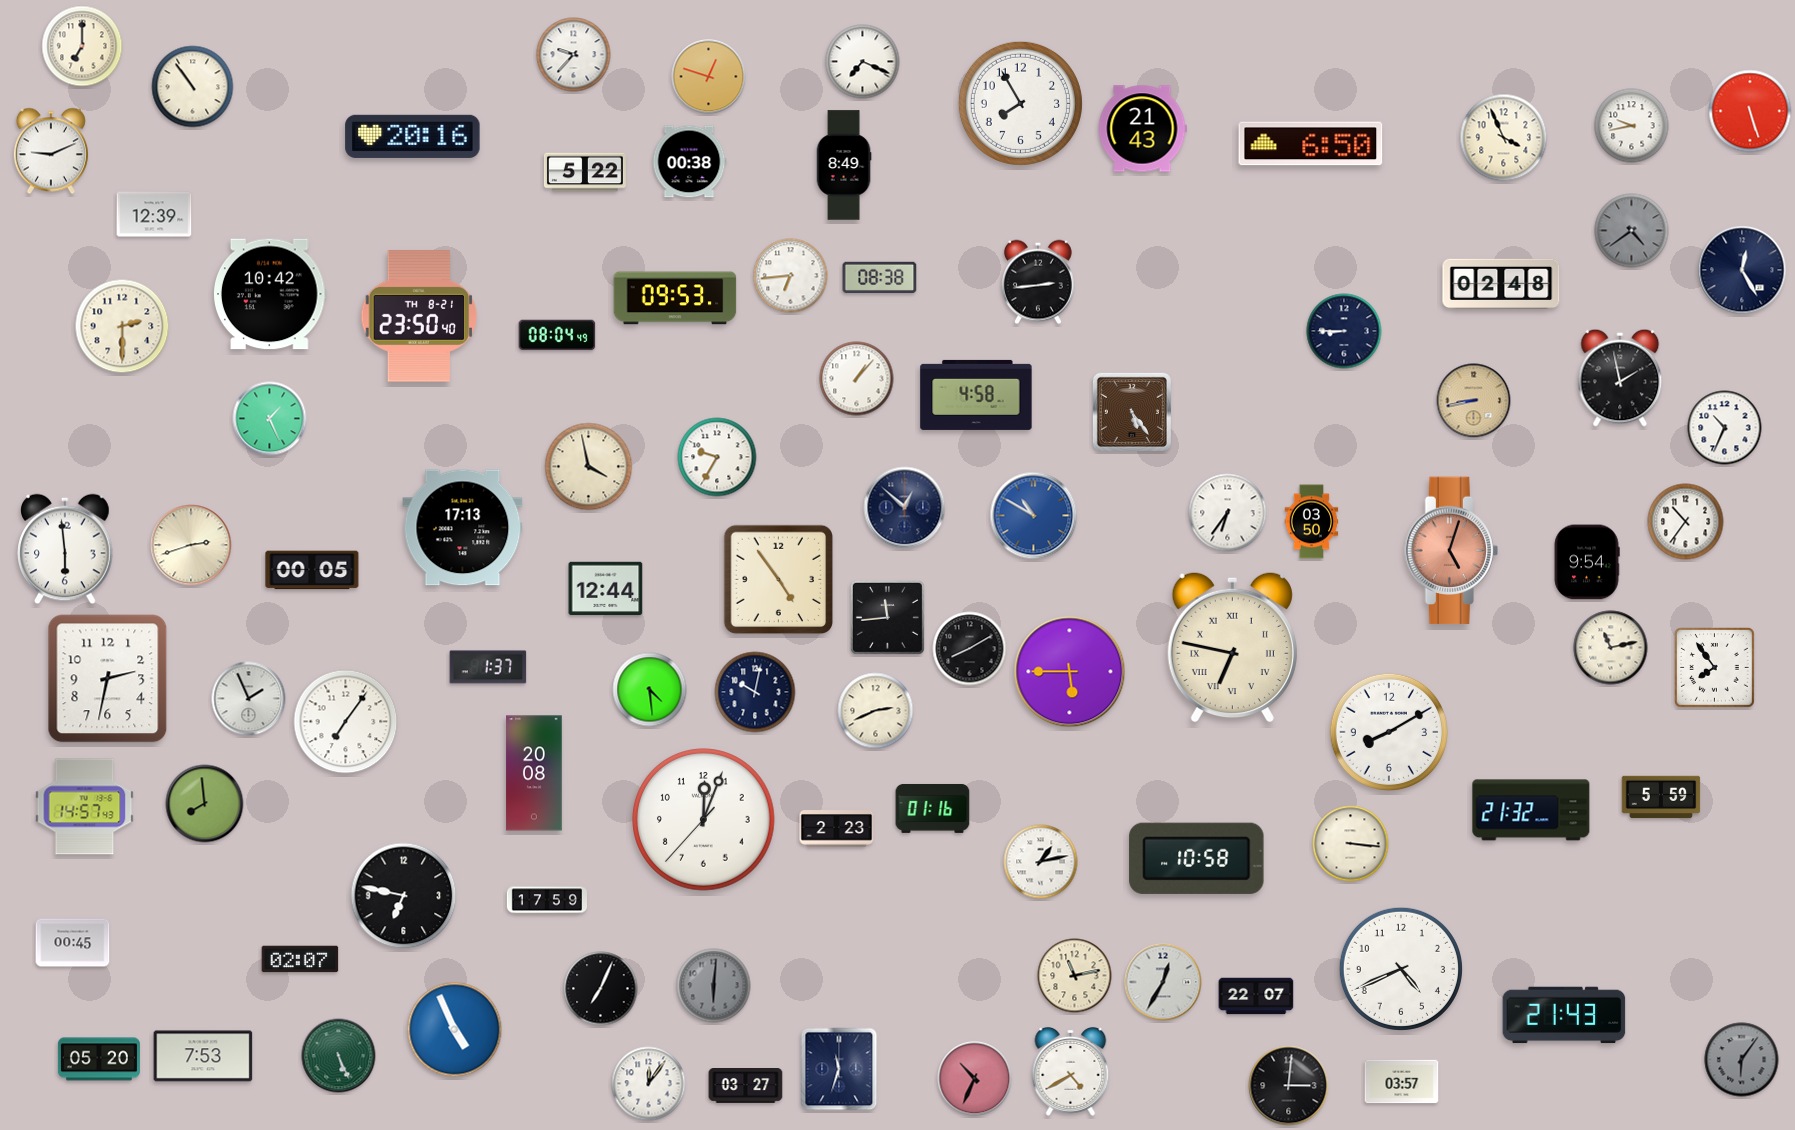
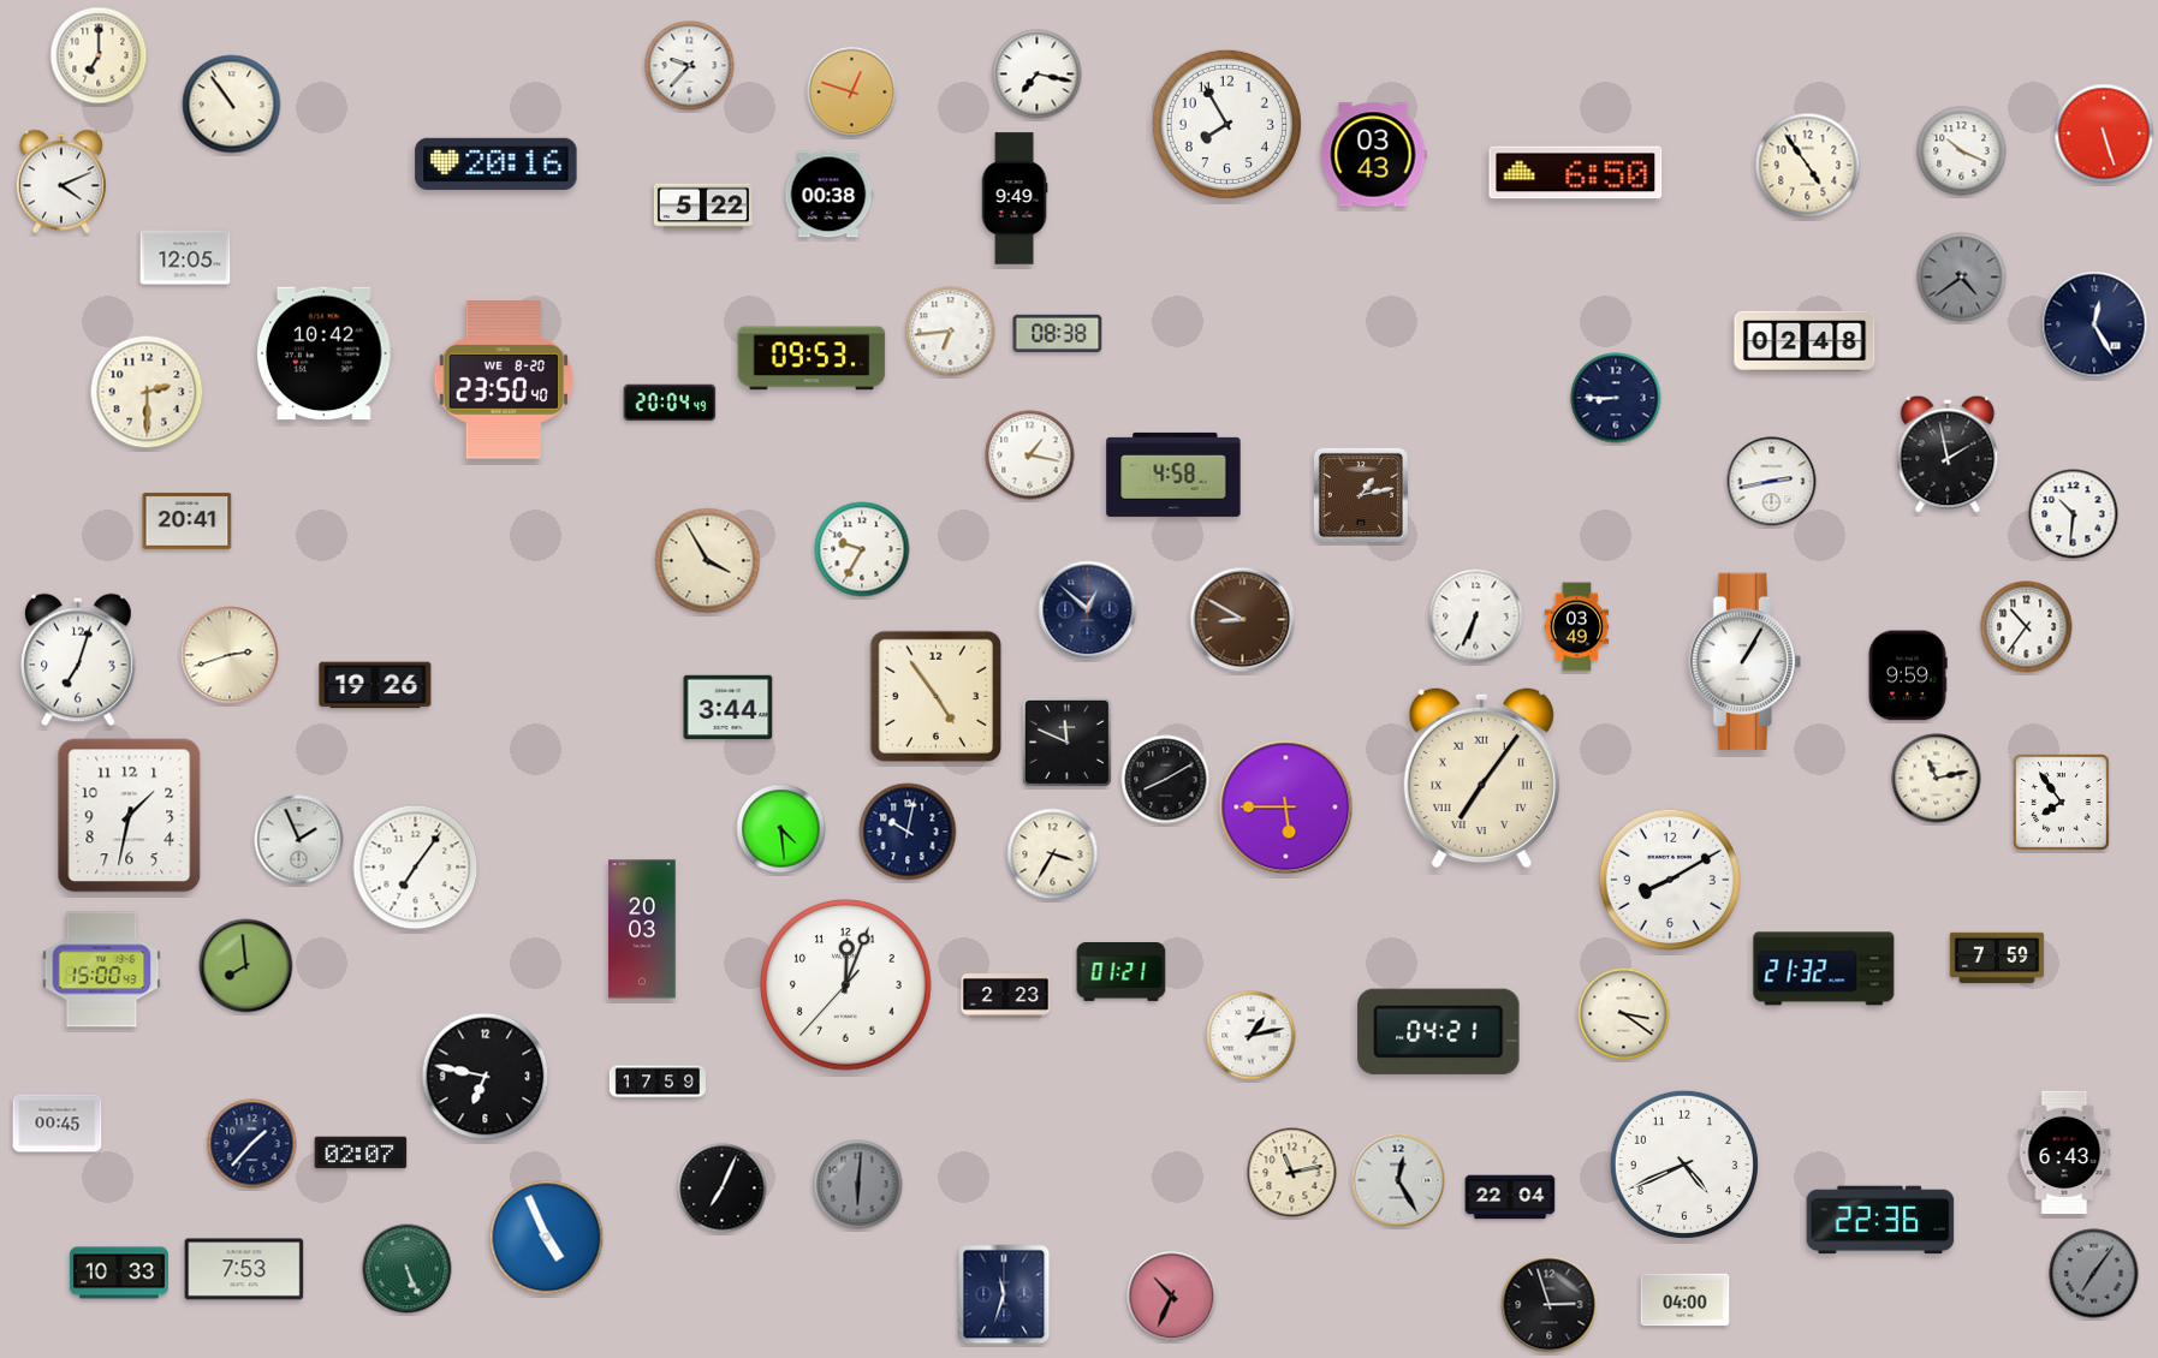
clock at (863, 62): 7:19 -> 7:17
clock at (1632, 126): 9:43 -> 10:19
clock at (1142, 129): 21:43 -> 03:43
clock at (1504, 138): 3:56 -> 4:54
clock at (51, 151): 9:11 -> 4:11
clock at (844, 165): 8:49 -> 9:49
clock at (154, 214): 12:39 -> 12:05
clock at (1038, 282): 2:44 -> none
clock at (419, 317) date: TH 8-21 -> WE 8-20
clock at (557, 335): 08:04 -> 20:04
clock at (857, 379): 1:07 -> 1:17
clock at (1474, 401): 8:43 -> 2:43
clock at (1474, 401) dial: champagne -> white
clock at (1132, 412): 5:24 -> 1:13
clock at (270, 419): 1:26 -> none
clock at (1725, 428): 10:34 -> 10:31
clock at (188, 522): none -> 20:41
clock at (589, 467): 3:58 -> 3:55
clock at (1228, 513): 6:36 -> 6:34
clock at (1034, 516): 10:50 -> 8:50
clock at (1034, 516) dial: blue -> brown
clock at (1312, 522): 03:50 -> 03:49
clock at (463, 528): 17:13 -> none
clock at (65, 549): 5:59 -> 7:03
clock at (1451, 551): 5:03 -> 1:05
clock at (1451, 551) dial: salmon -> white
clock at (1587, 562): 9:54 -> 9:59
clock at (312, 570): 00:05 -> 19:26
clock at (606, 589): 12:44 -> 3:44
clock at (887, 617): 11:44 -> 11:49
clock at (1232, 647): 6:47 -> 7:06
clock at (488, 667): 1:37 -> none
clock at (108, 679): 2:32 -> 1:32
clock at (876, 711): 2:41 -> 3:35
clock at (534, 773): 20:08 -> 20:03
clock at (1661, 797): 5:59 -> 7:59
clock at (85, 807): 14:57 -> 15:00
clock at (933, 808): 01:16 -> 01:21
clock at (1531, 810) position: (1531, 810) -> (1824, 969)
clock at (1351, 844): 3:16 -> 3:21
clock at (1197, 858): 10:58 -> 04:21
clock at (73, 943) position: (73, 943) -> (58, 1124)
clock at (252, 1144): none -> 1:37
clock at (2064, 1152): none -> 6:43
clock at (1163, 982): 12:35 -> 12:25
clock at (1256, 996): 22:07 -> 22:04
clock at (1564, 1015): 21:43 -> 22:36
clock at (99, 1059): 05:20 -> 10:33
clock at (1742, 1060): 6:06 -> 7:06
clock at (839, 1069) position: (839, 1069) -> (1004, 1294)
clock at (1071, 1071): 4:40 -> none
clock at (1402, 1082): 03:57 -> 04:00
clock at (649, 1084): 12:06 -> none
clock at (746, 1086): 03:27 -> none
clock at (1289, 1086): 3:01 -> 2:57
